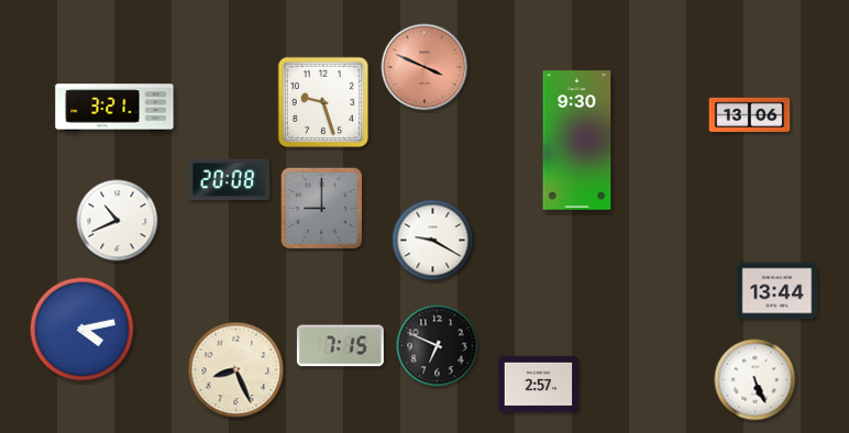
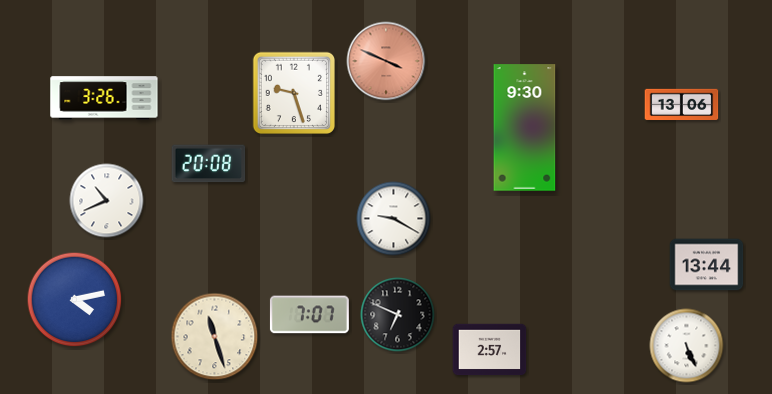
clock at (114, 108): 3:21 -> 3:26
clock at (322, 209): 9:00 -> none
clock at (340, 346): 7:15 -> 7:07
clock at (236, 370): 8:26 -> 11:27
